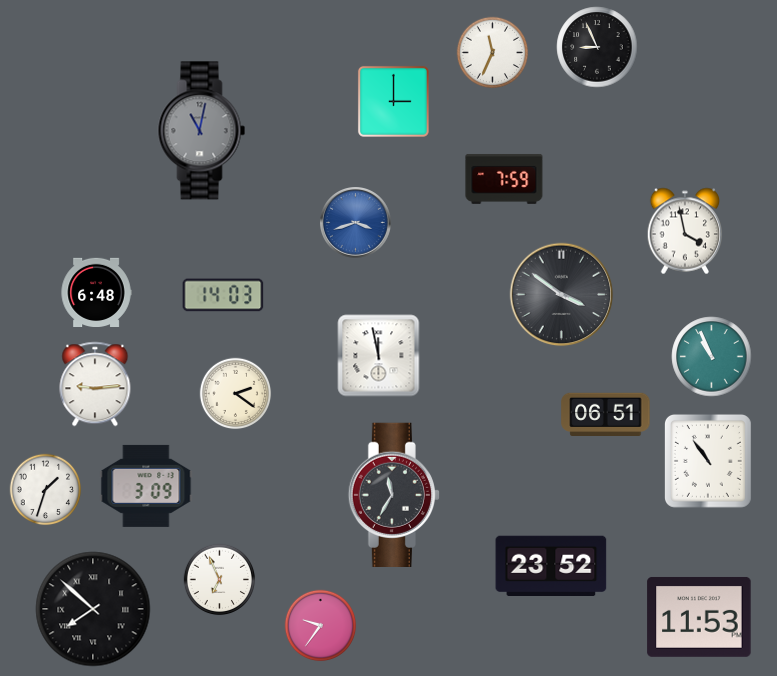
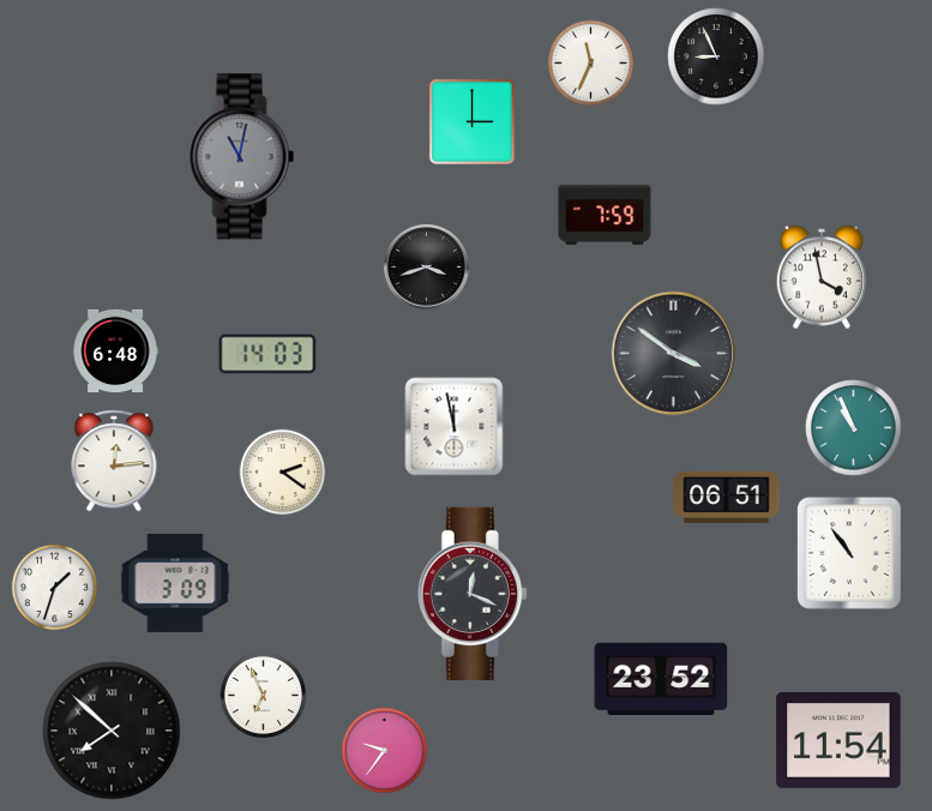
clock at (356, 223) dial: blue -> black
clock at (95, 384): 9:14 -> 12:14
clock at (394, 494): 11:35 -> 12:19
clock at (699, 617): 11:53 -> 11:54
